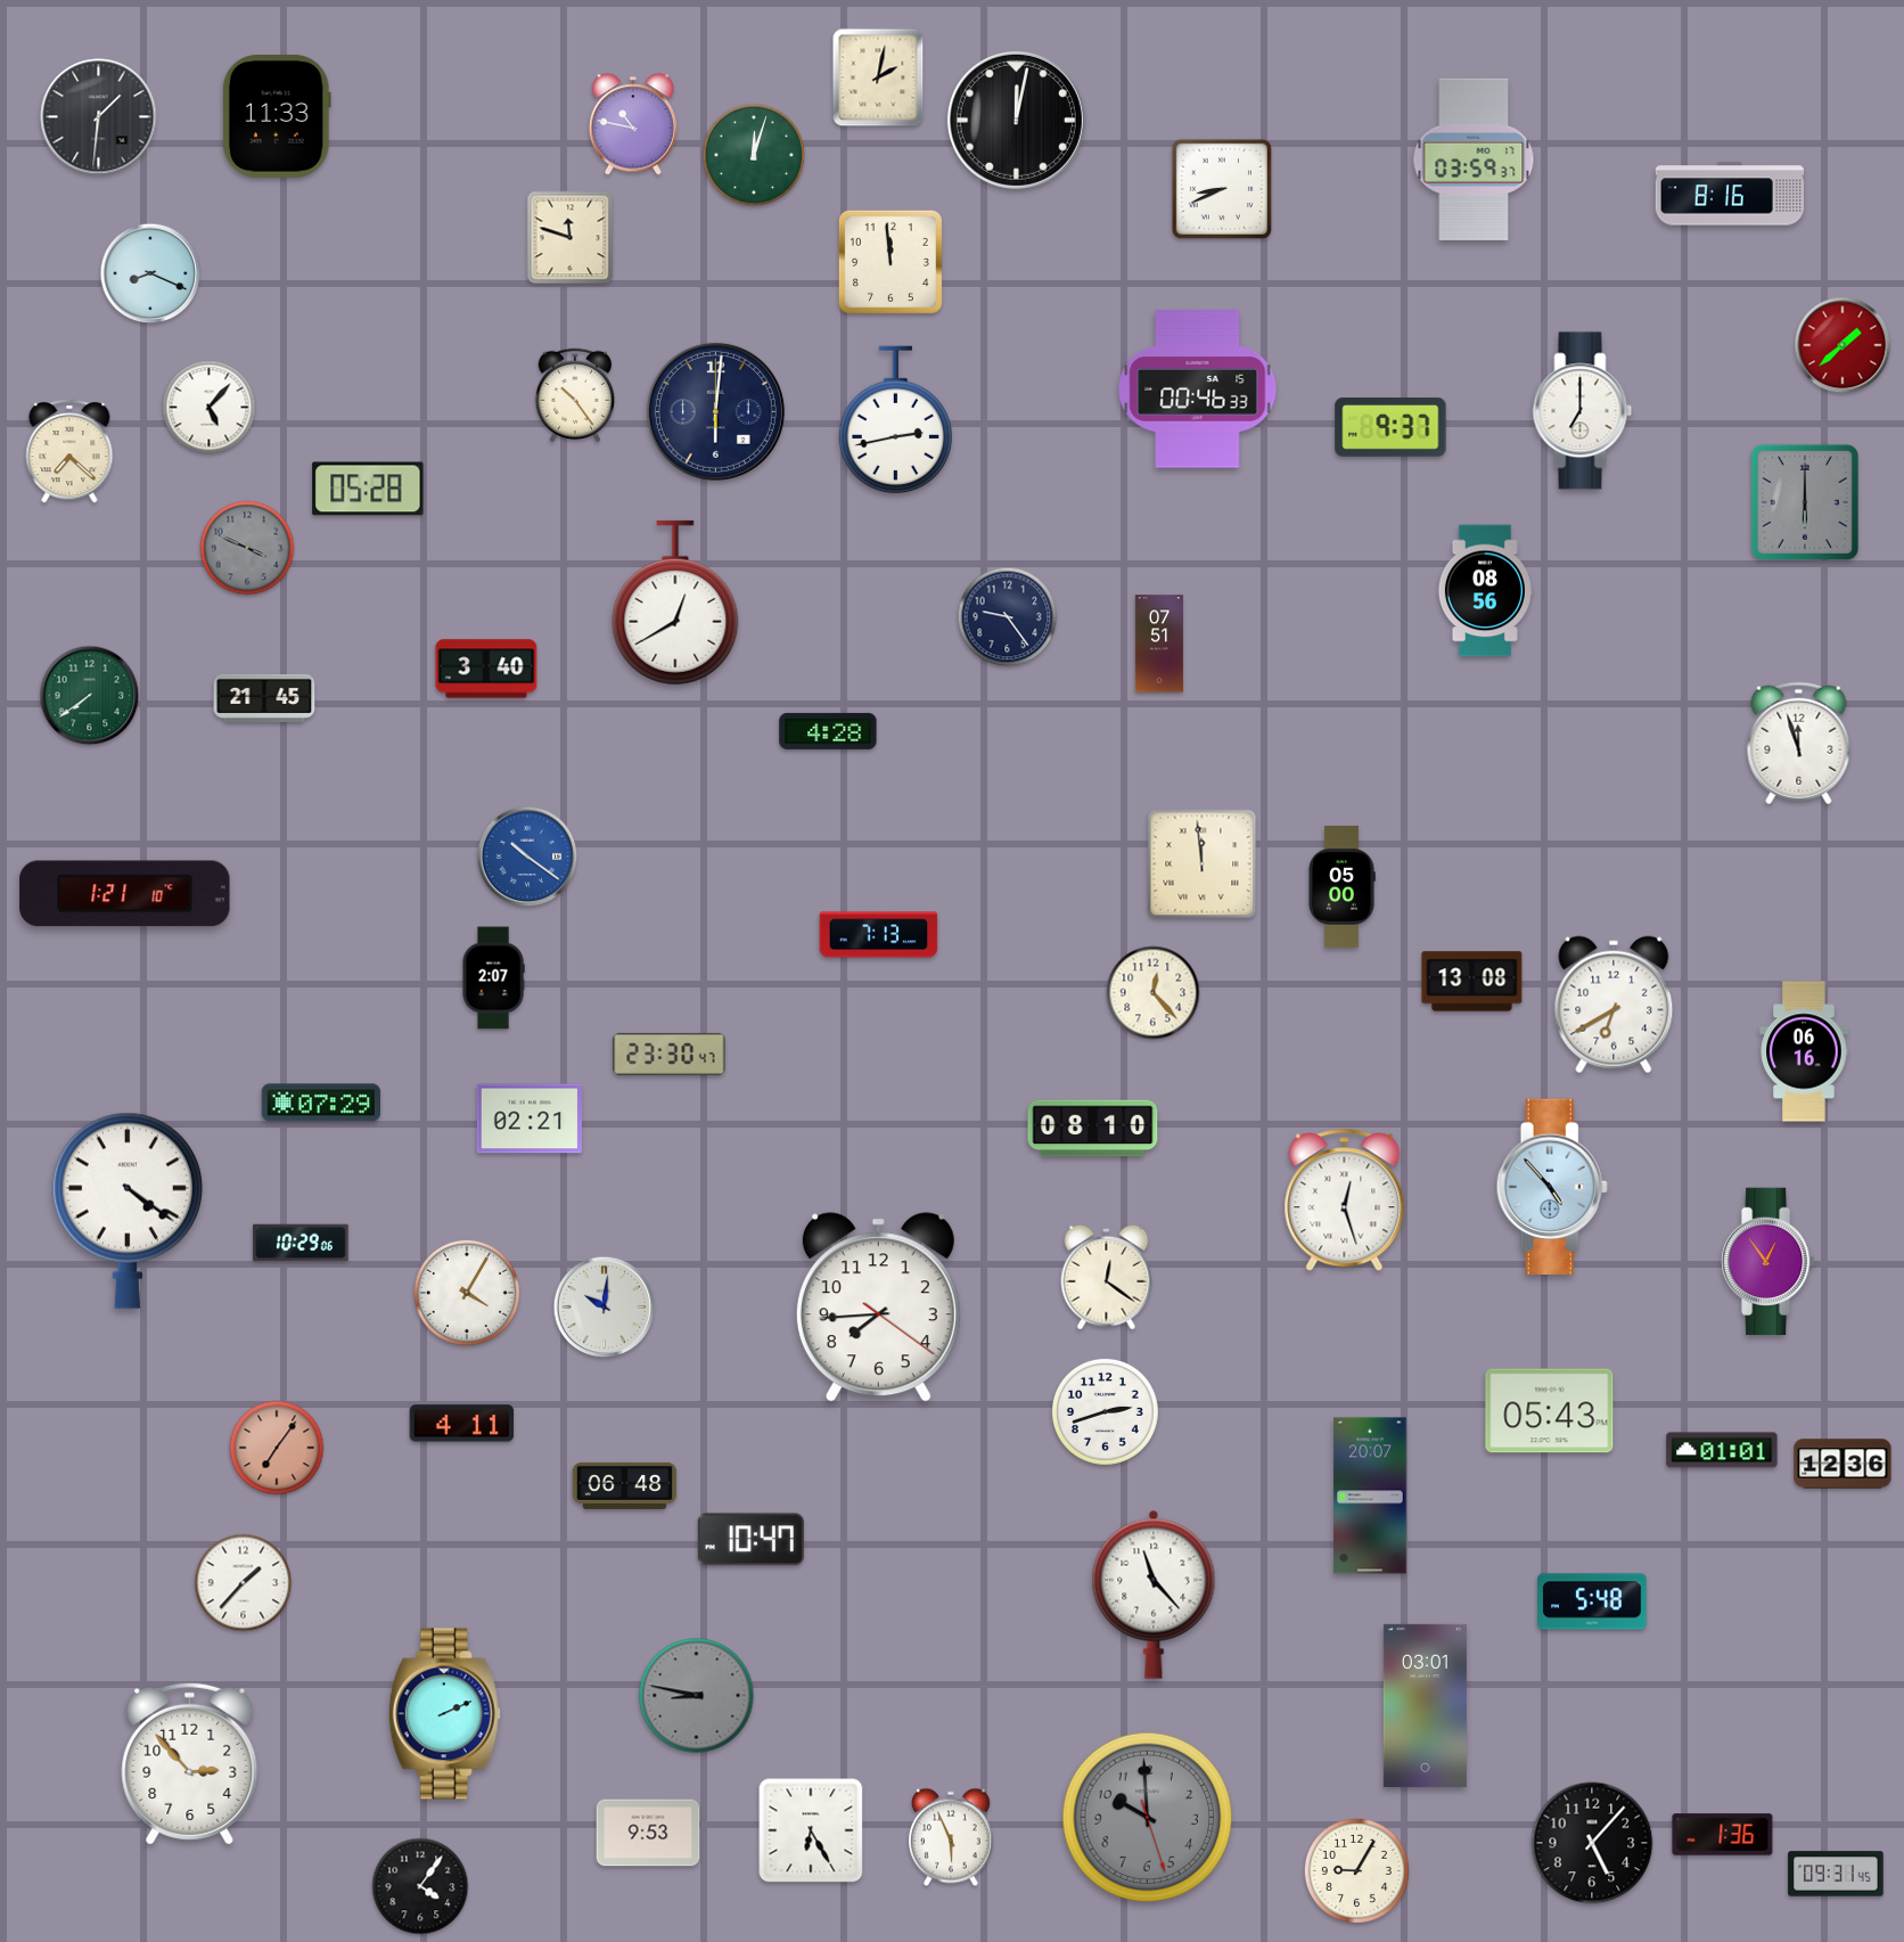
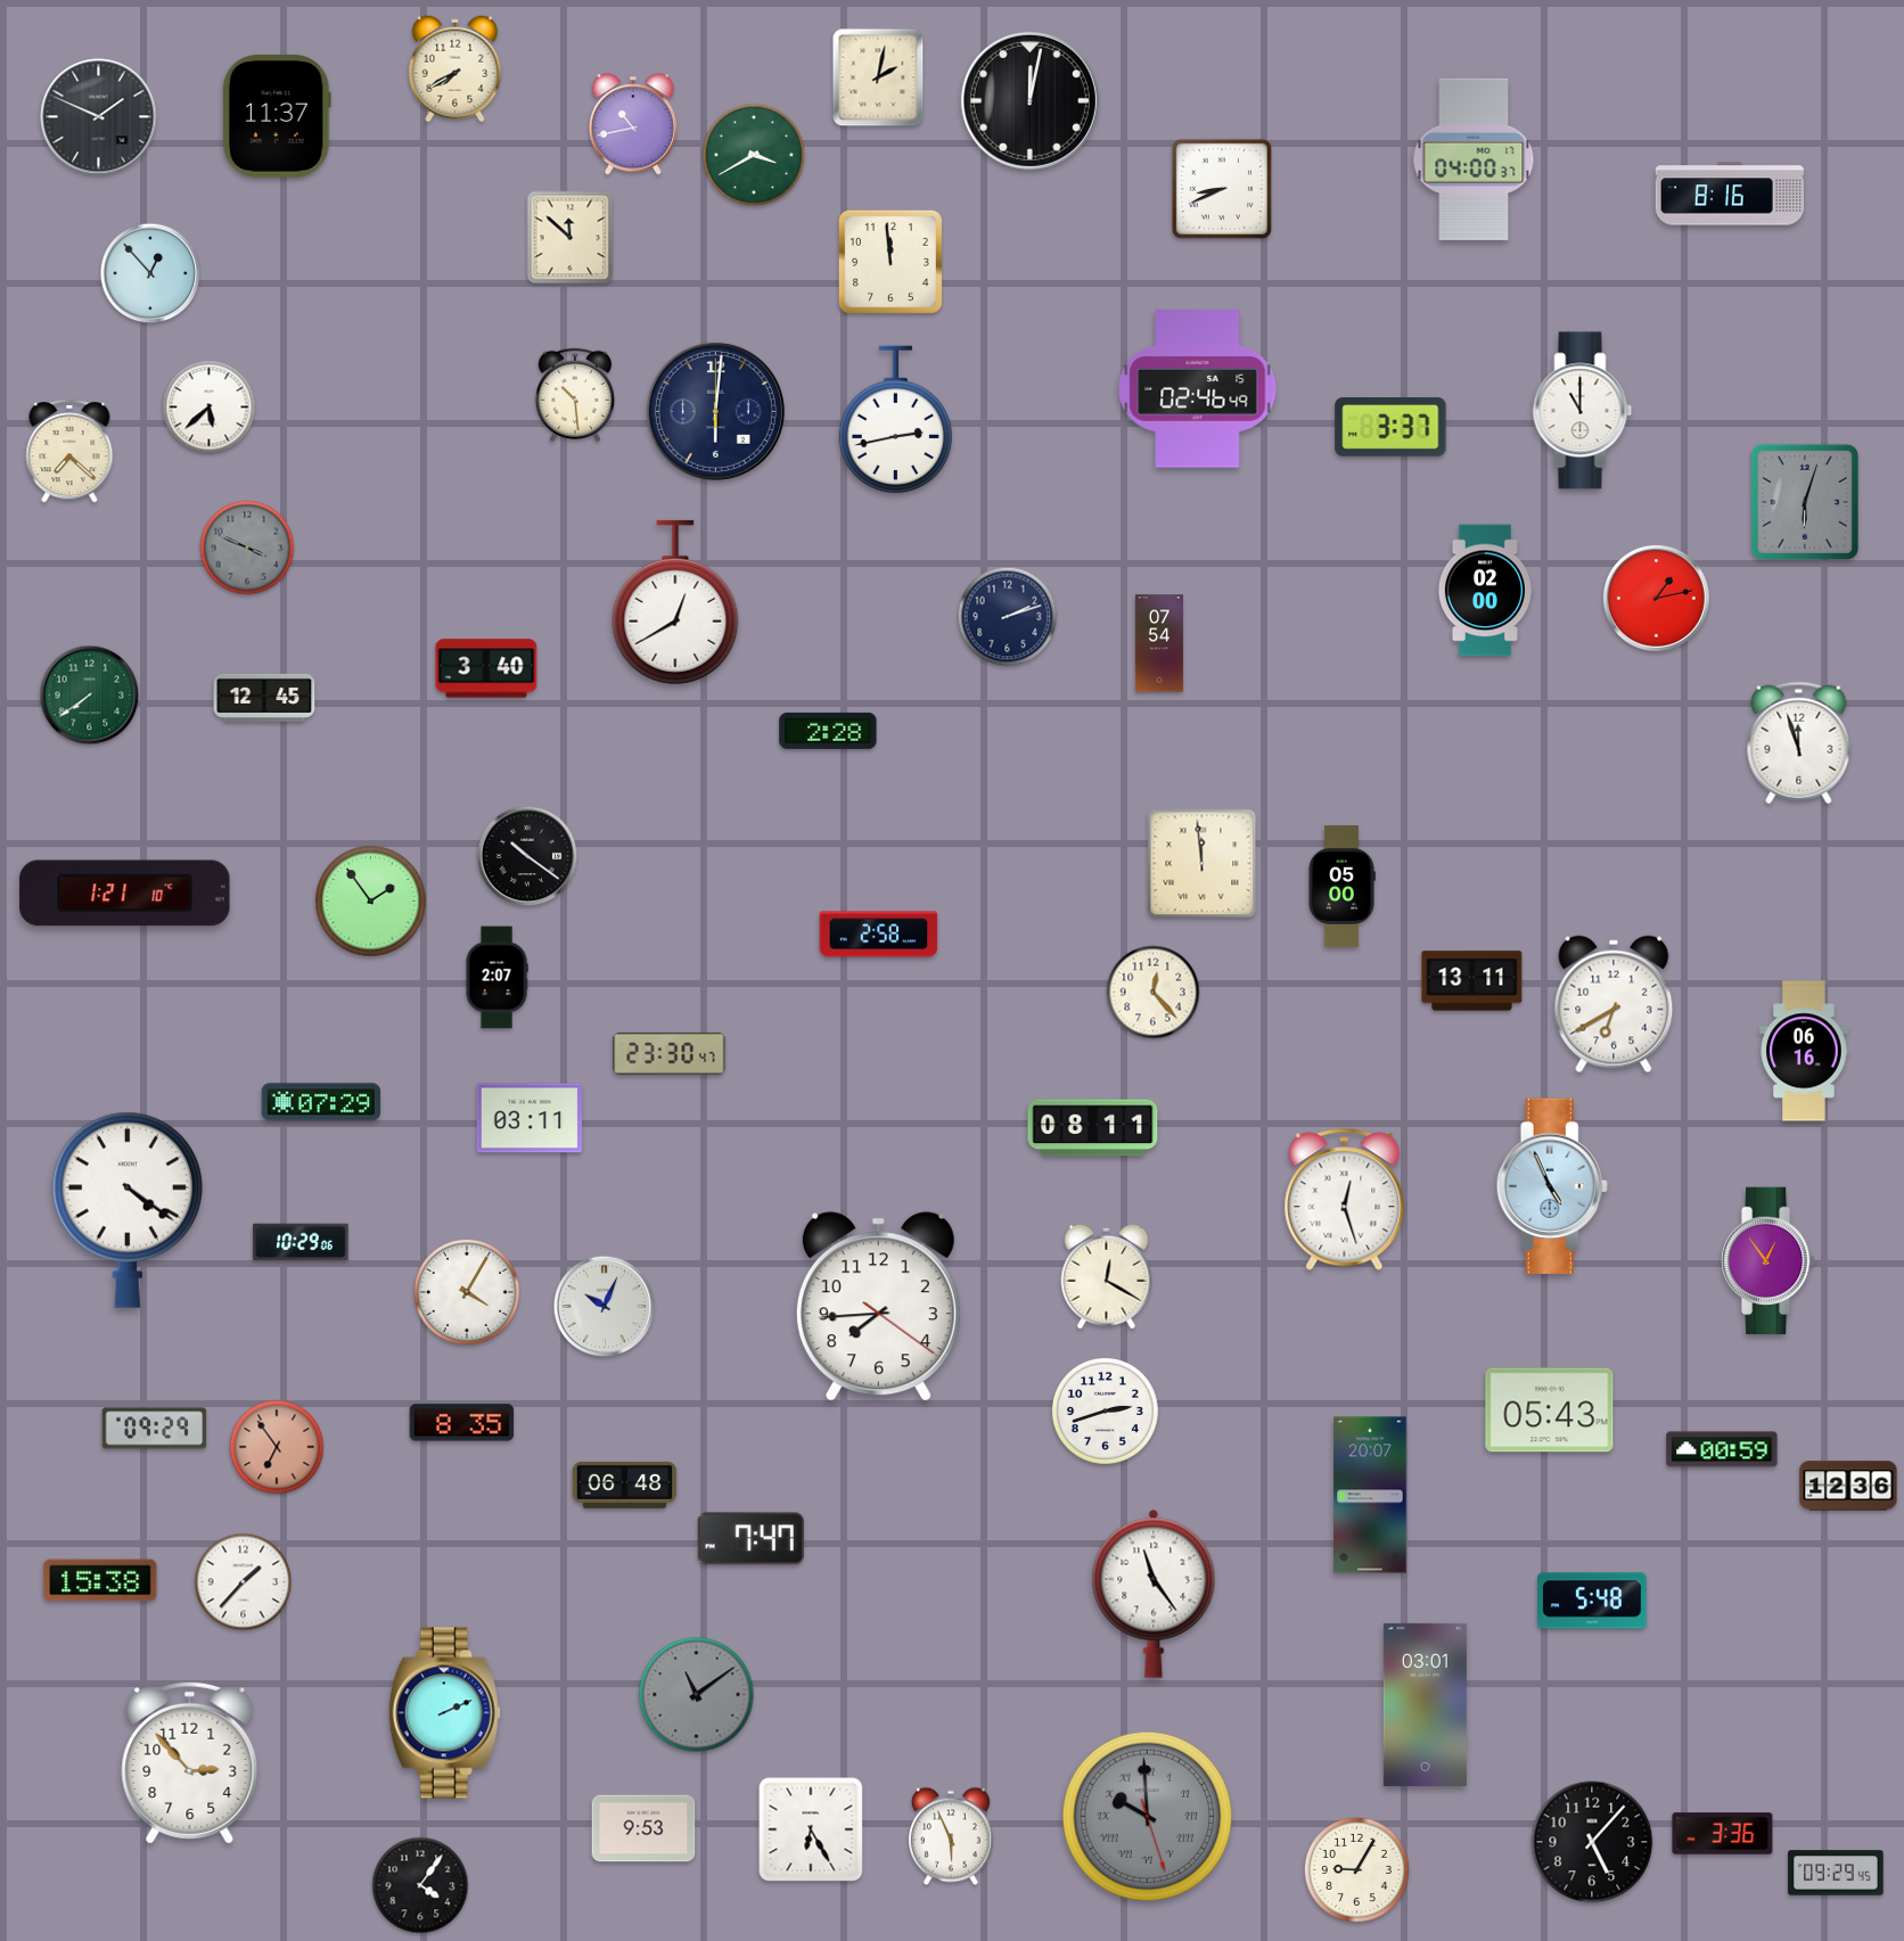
clock at (456, 69): none -> 7:40
clock at (99, 117): 1:31 -> 1:49
clock at (277, 117): 11:33 -> 11:37
clock at (1016, 120) position: (1016, 120) -> (1029, 100)
clock at (633, 124): 10:47 -> 10:43
clock at (754, 155): 12:03 -> 3:40
clock at (1474, 158): 03:59 -> 04:00
clock at (571, 238): 11:48 -> 11:52
clock at (150, 273): 8:19 -> 12:53
clock at (1843, 345): 1:38 -> none
clock at (1198, 390): 00:46 -> 02:46
clock at (574, 394): 10:24 -> 10:29
clock at (210, 408): 5:07 -> 5:38
clock at (1583, 411): 7:00 -> 11:00
clock at (1390, 427): 9:37 -> 3:37
clock at (368, 489): 05:28 -> none
clock at (1805, 502): 6:00 -> 6:03
clock at (1485, 591): 08:56 -> 02:00
clock at (1656, 598): none -> 1:13
clock at (1008, 617): 9:24 -> 2:12
clock at (1159, 644): 07:51 -> 07:54
clock at (264, 698): 21:45 -> 12:45
clock at (828, 731): 4:28 -> 2:28
clock at (527, 857) dial: blue -> black
clock at (371, 902): none -> 1:54
clock at (879, 935): 7:13 -> 2:58
clock at (493, 978) position: (493, 978) -> (496, 978)
clock at (1472, 982): 13:08 -> 13:11
clock at (530, 1119): 02:21 -> 03:11
clock at (1093, 1129): 08:10 -> 08:11
clock at (1552, 1186): 4:53 -> 4:56
clock at (1107, 1277): 12:21 -> 12:20
clock at (605, 1308): 10:01 -> 10:04
clock at (462, 1424): 4:11 -> 8:35
clock at (155, 1429): none -> 09:29
clock at (277, 1448): 7:06 -> 6:54
clock at (1722, 1450): 01:01 -> 00:59
clock at (1843, 1464) position: (1843, 1464) -> (1848, 1486)
clock at (750, 1540): 10:47 -> 7:47
clock at (100, 1580): none -> 15:38
clock at (1154, 1595): 11:23 -> 11:24
clock at (697, 1696): 8:47 -> 11:09
clock at (1148, 1818) numerals: Arabic -> Roman
clock at (648, 1833) position: (648, 1833) -> (643, 1828)
clock at (1723, 1835): 1:36 -> 3:36
clock at (1836, 1874): 09:31 -> 09:29
